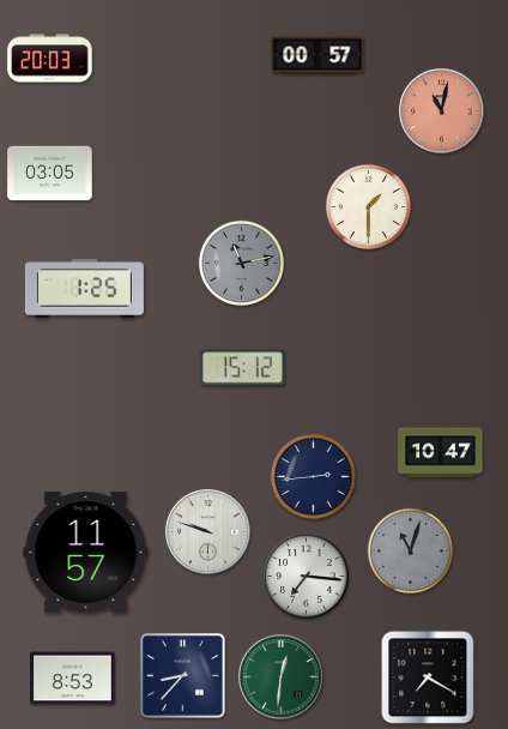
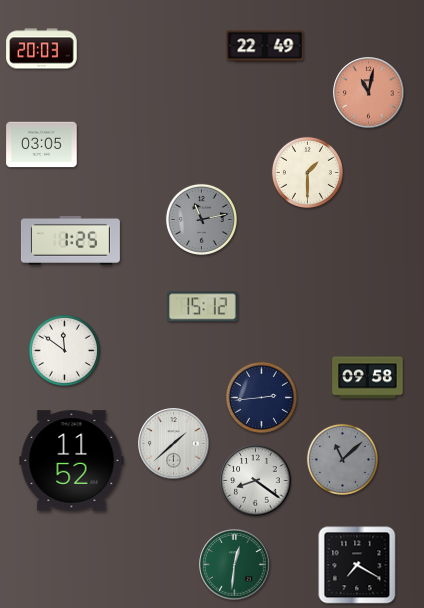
clock at (317, 55): 00:57 -> 22:49
clock at (64, 350): none -> 11:51
clock at (441, 453): 10:47 -> 09:58
clock at (208, 532): 9:48 -> 1:38
clock at (410, 550): 11:03 -> 11:08
clock at (86, 553): 11:57 -> 11:52
clock at (307, 577): 7:16 -> 8:21
clock at (183, 676): 8:37 -> none
clock at (73, 679): 8:53 -> none
